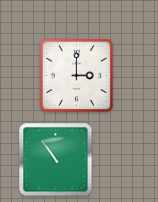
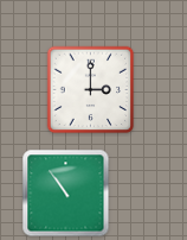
clock at (56, 160) position: (56, 160) -> (66, 194)
